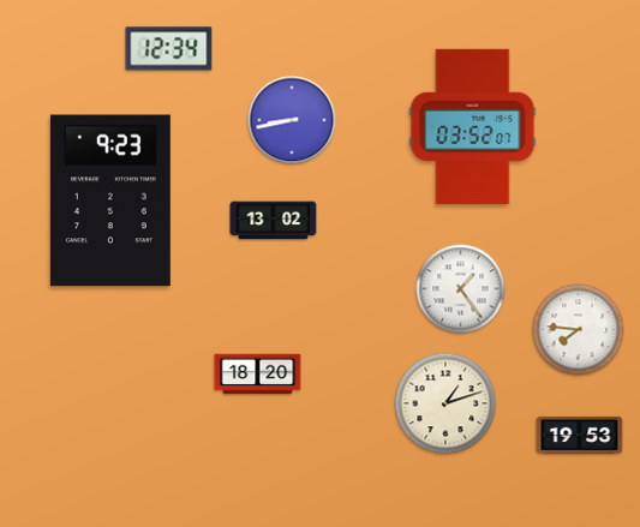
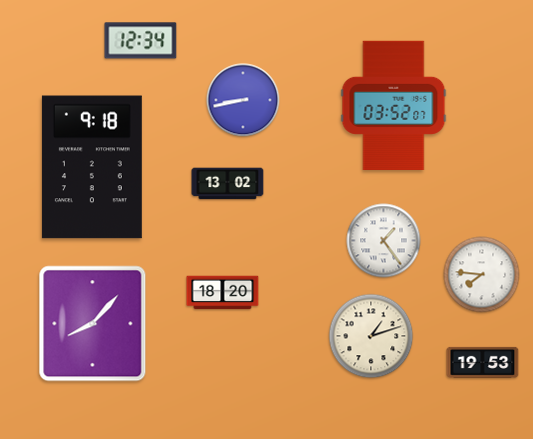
clock at (110, 200): 9:23 -> 9:18
clock at (258, 375) position: (258, 375) -> (223, 293)
clock at (93, 324): none -> 8:07
